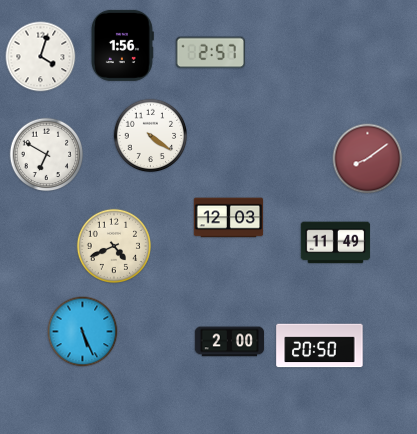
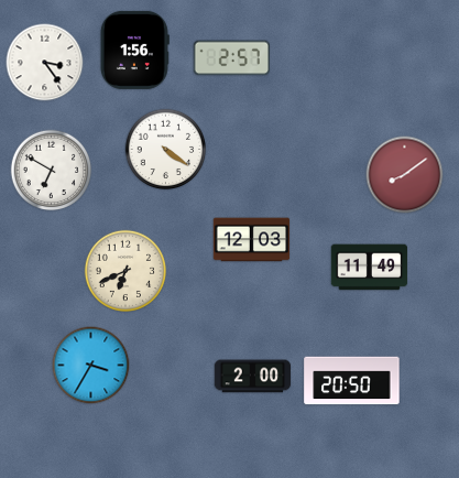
clock at (41, 57): 4:03 -> 3:24
clock at (113, 245): 4:41 -> 6:41
clock at (83, 332): 5:26 -> 3:35
